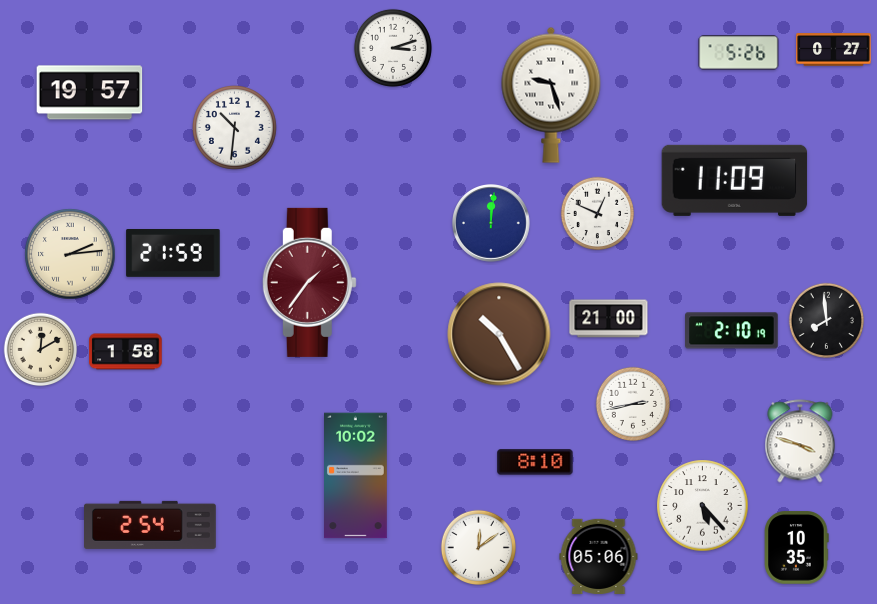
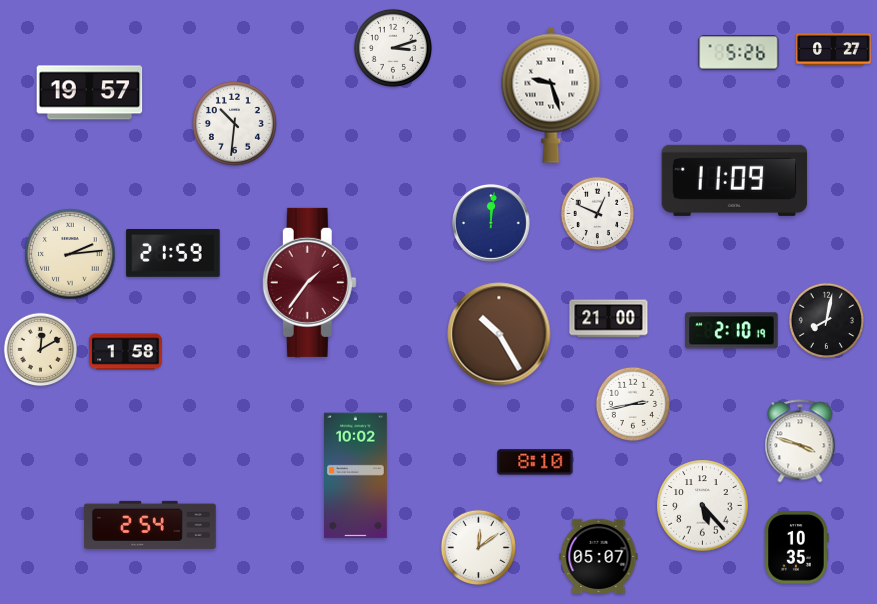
clock at (235, 128) position: (235, 128) -> (235, 124)
clock at (826, 320): 7:59 -> 8:02
clock at (599, 556): 05:06 -> 05:07
